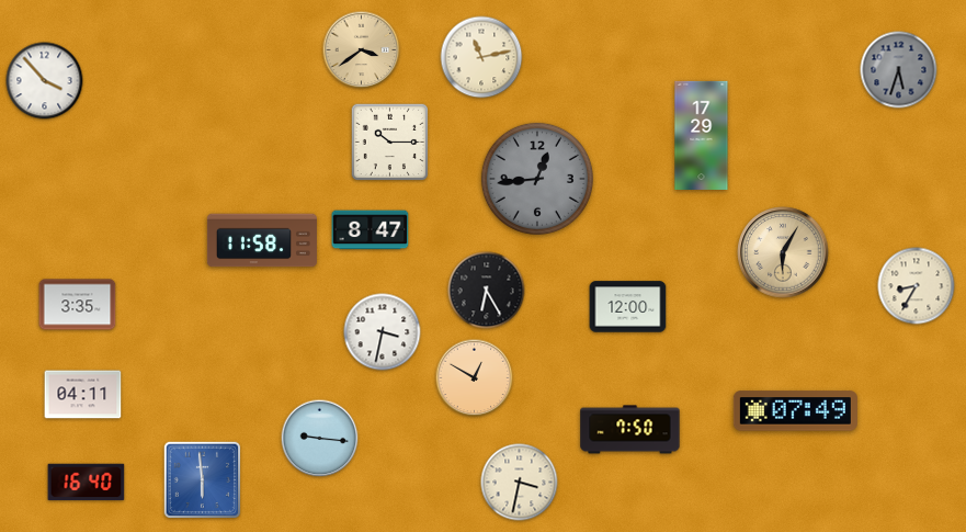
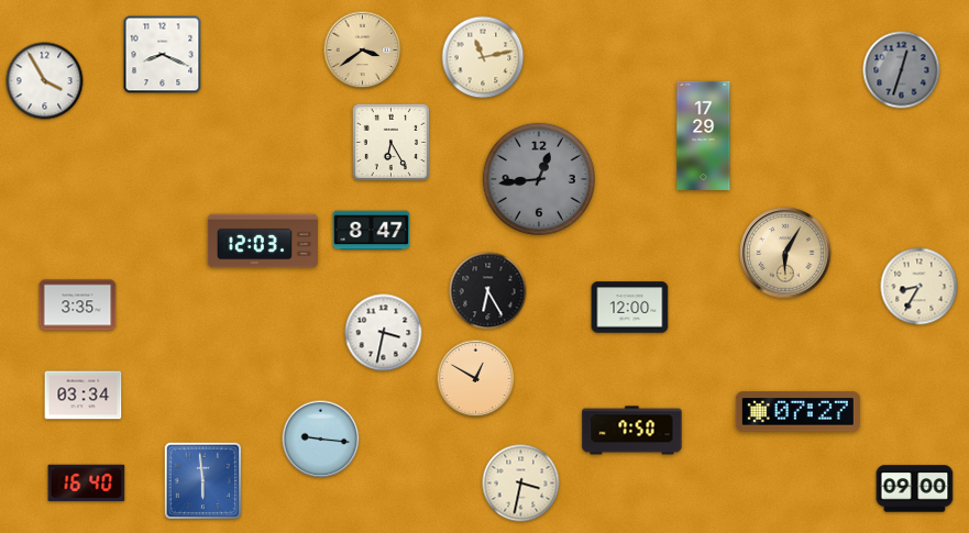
clock at (163, 55): none -> 8:19
clock at (899, 70): 5:33 -> 12:33
clock at (45, 81): 3:53 -> 3:55
clock at (389, 142): 10:15 -> 6:25
clock at (262, 240): 11:58 -> 12:03
clock at (83, 395): 04:11 -> 03:34
clock at (795, 411): 07:49 -> 07:27
clock at (915, 489): none -> 09:00
